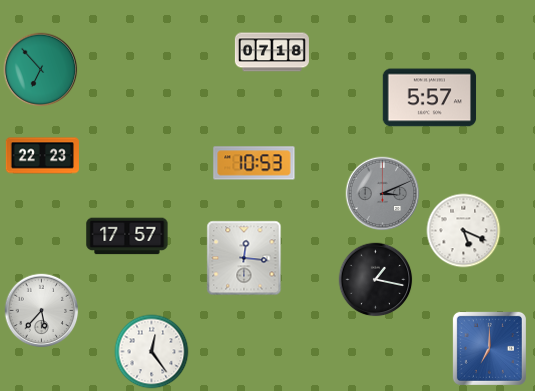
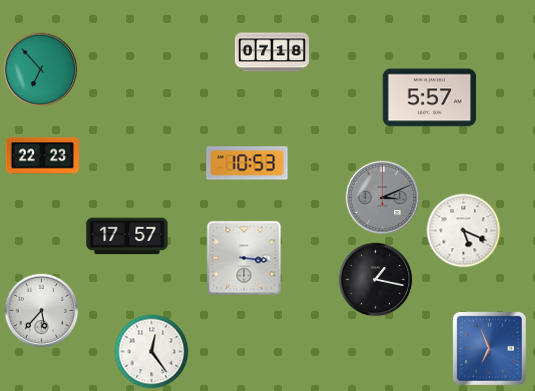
clock at (254, 163) position: (254, 163) -> (247, 163)
clock at (383, 194) position: (383, 194) -> (383, 198)
clock at (244, 258): 12:16 -> 3:16
clock at (489, 348): 7:00 -> 6:56
